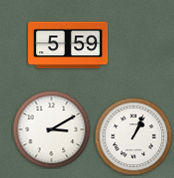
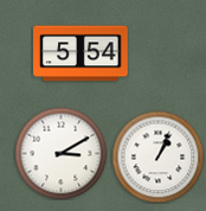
clock at (68, 45): 5:59 -> 5:54
clock at (133, 136) position: (133, 136) -> (157, 156)
